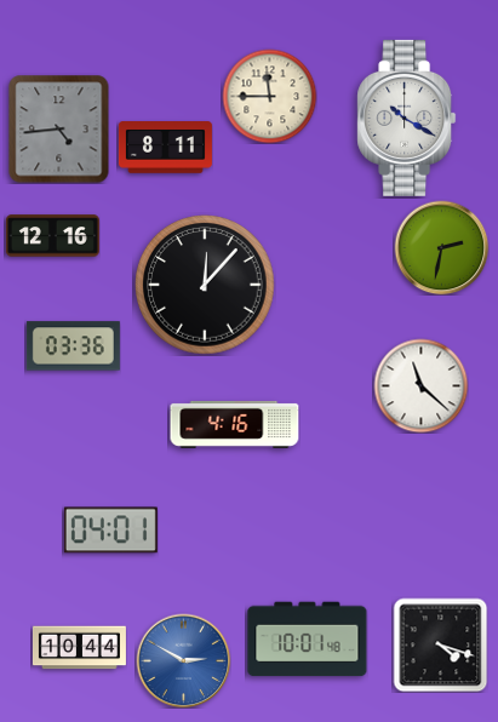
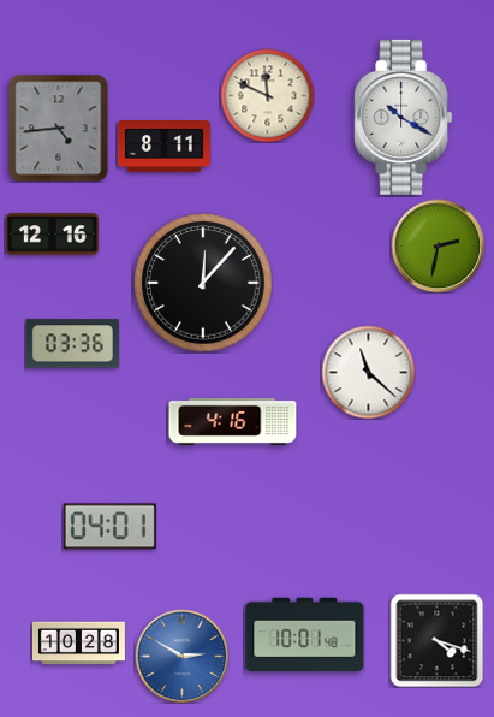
clock at (269, 96): 11:45 -> 11:49
clock at (420, 385) position: (420, 385) -> (368, 372)
clock at (79, 648): 10:44 -> 10:28
